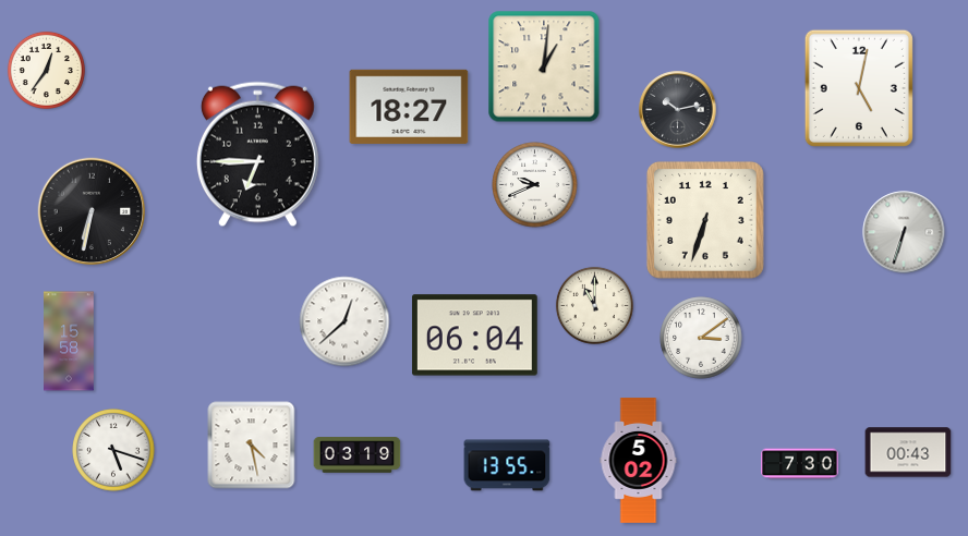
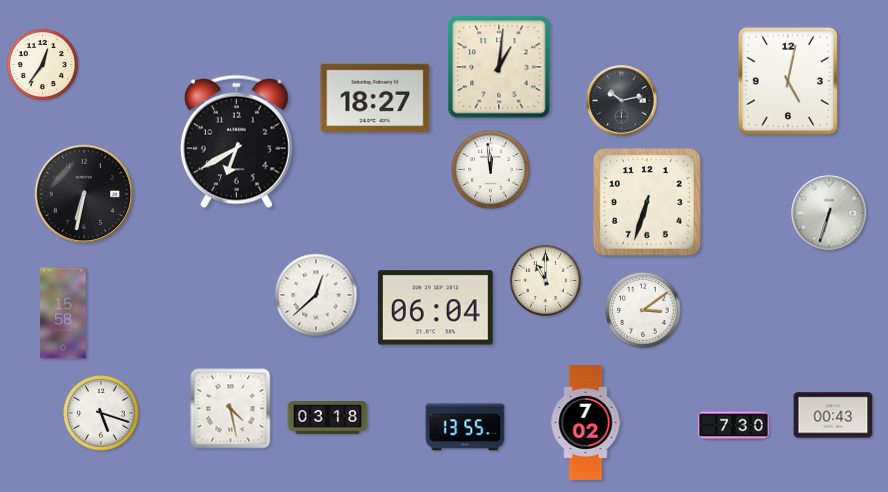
clock at (544, 66) position: (544, 66) -> (499, 67)
clock at (257, 155): 6:45 -> 6:40
clock at (535, 185): 9:41 -> 11:59
clock at (113, 450) position: (113, 450) -> (101, 413)
clock at (358, 455): 03:19 -> 03:18
clock at (639, 461): 5:02 -> 7:02
